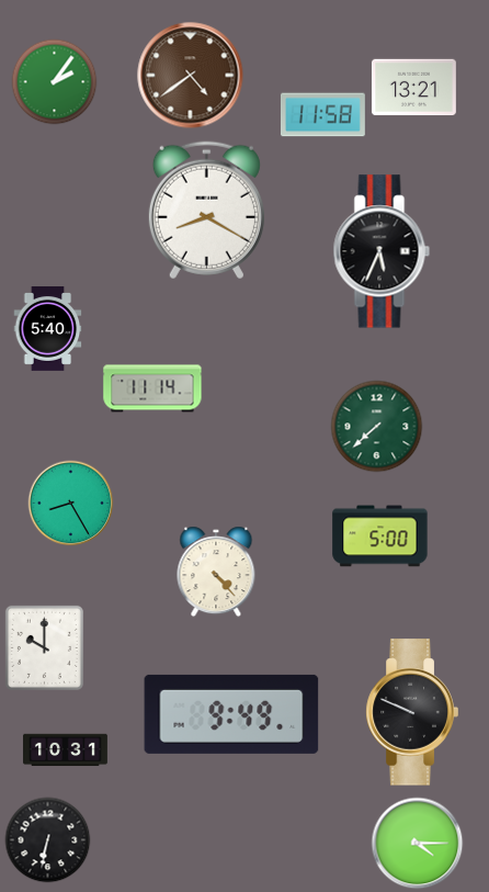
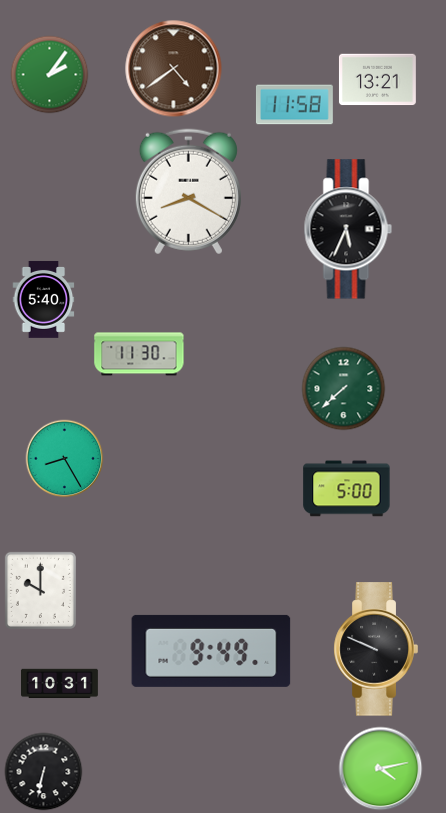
clock at (152, 388): 11:14 -> 11:30
clock at (216, 572): 4:23 -> none
clock at (47, 839) position: (47, 839) -> (43, 771)
clock at (417, 843): 4:15 -> 4:13
